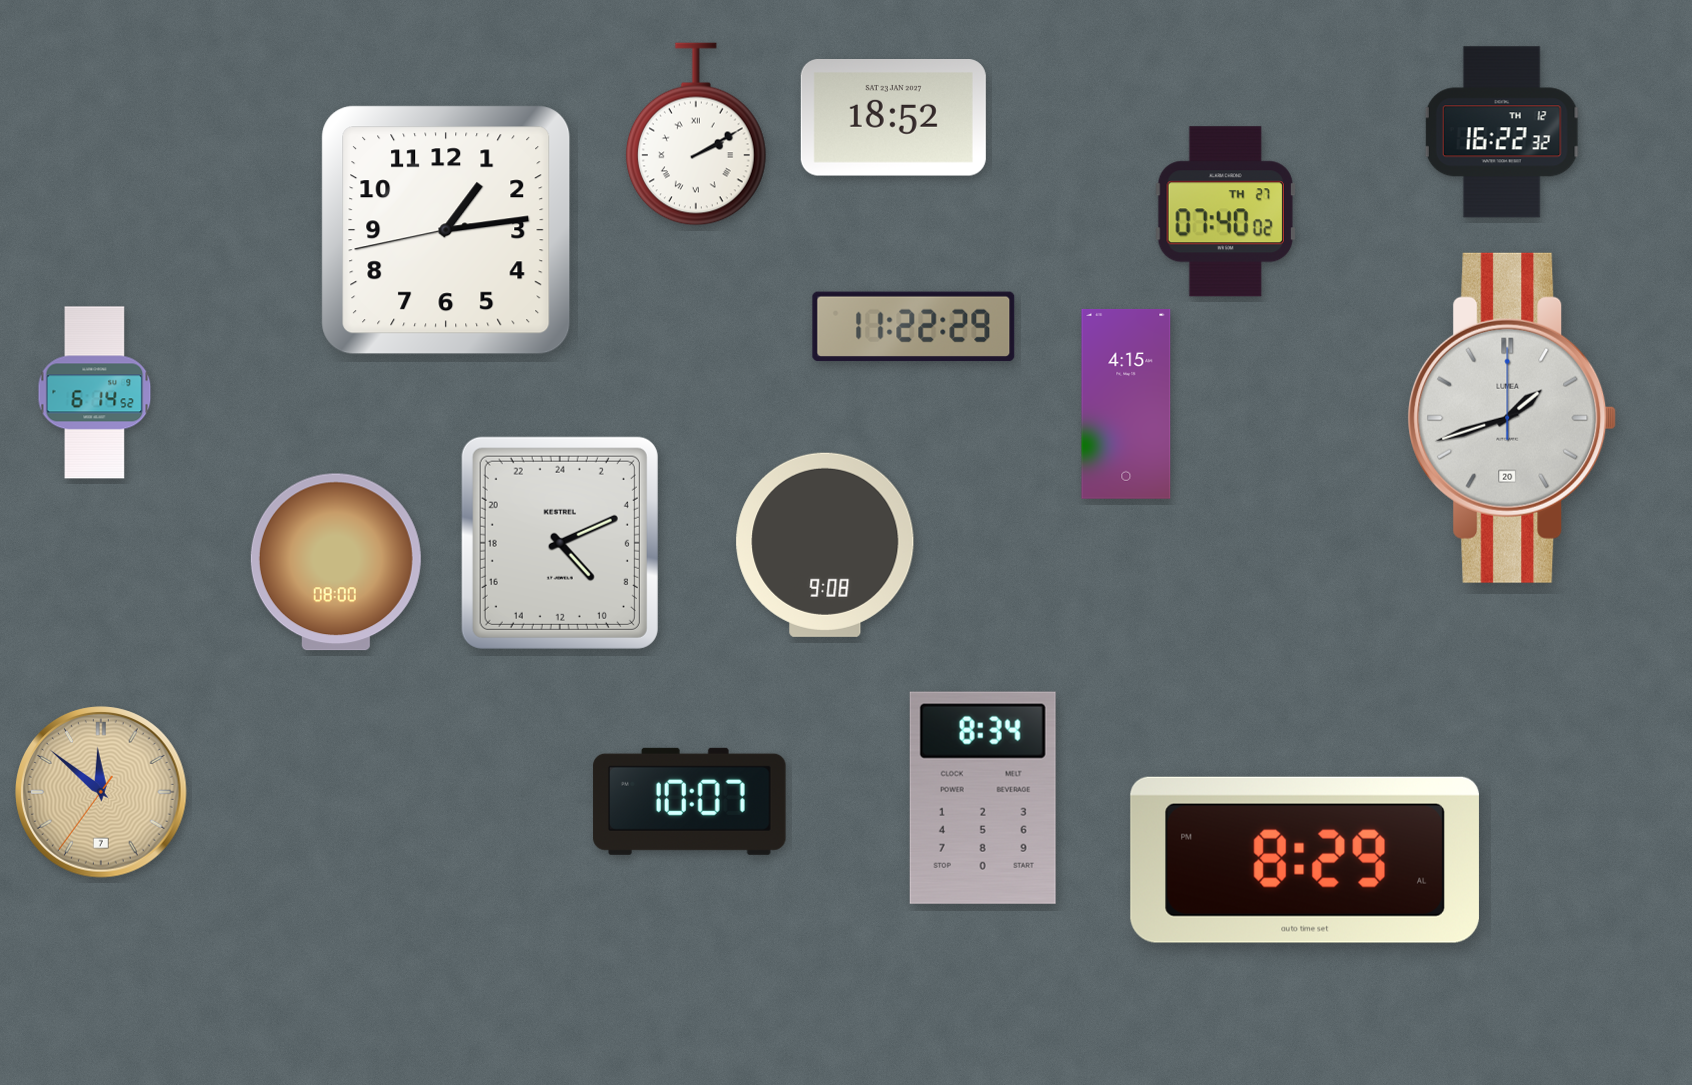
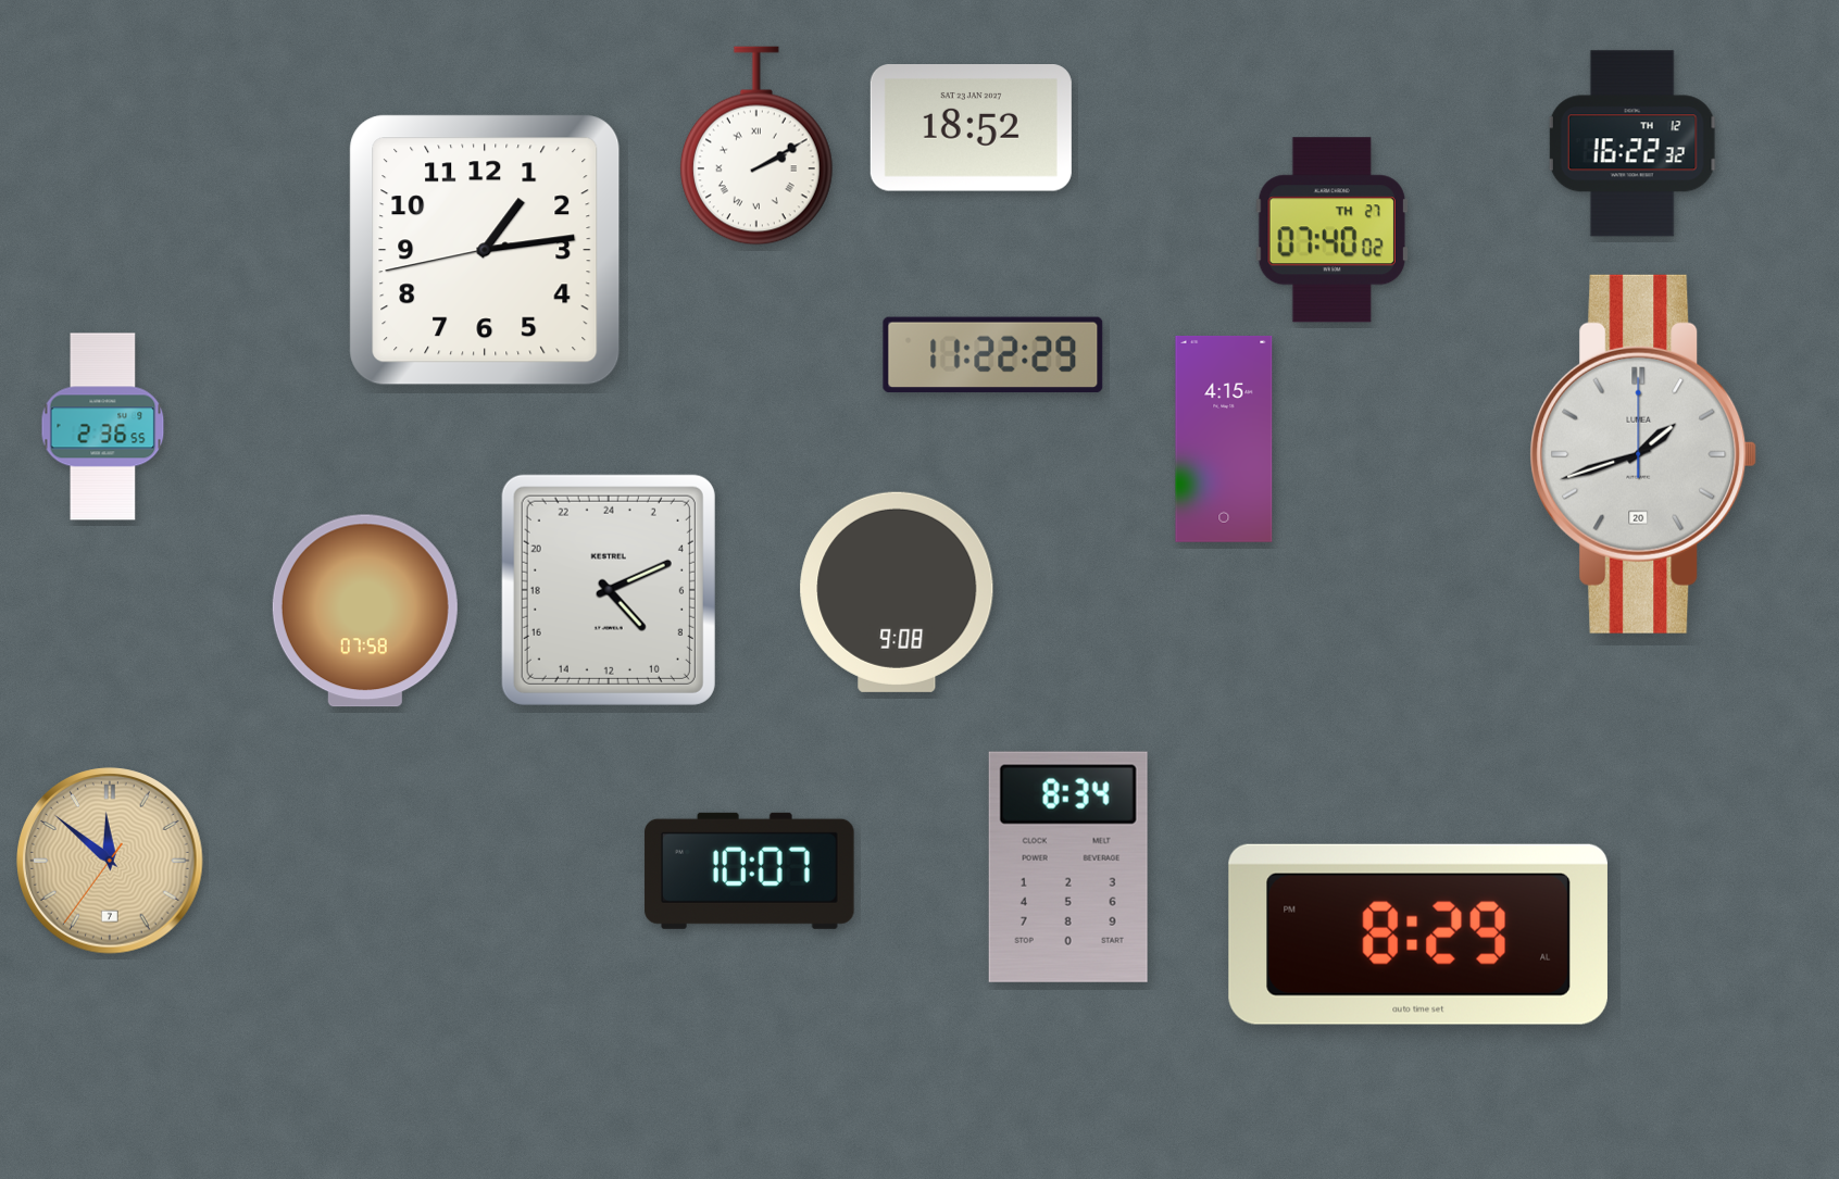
clock at (95, 393): 6:14 -> 2:36
clock at (336, 562): 08:00 -> 07:58
